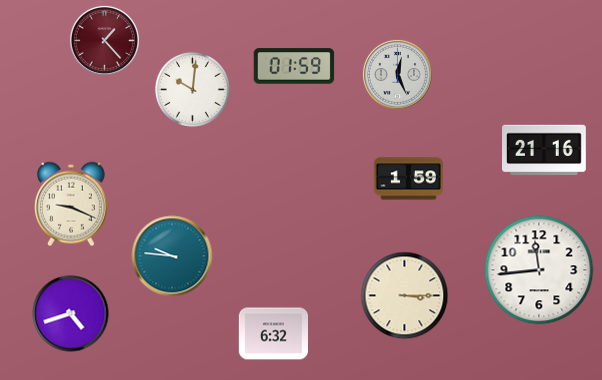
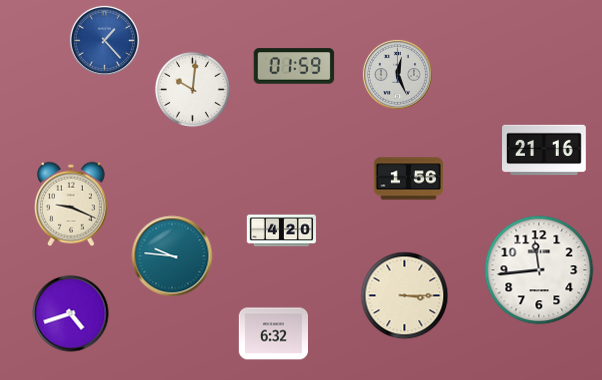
clock at (104, 40) dial: burgundy -> blue
clock at (408, 179): 1:59 -> 1:56
clock at (281, 231): none -> 4:20
